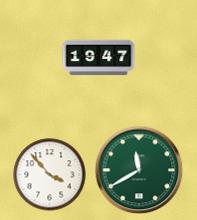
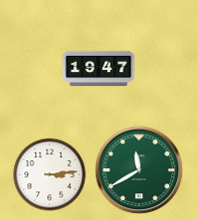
clock at (99, 58) position: (99, 58) -> (99, 69)
clock at (50, 175): 3:53 -> 3:14
